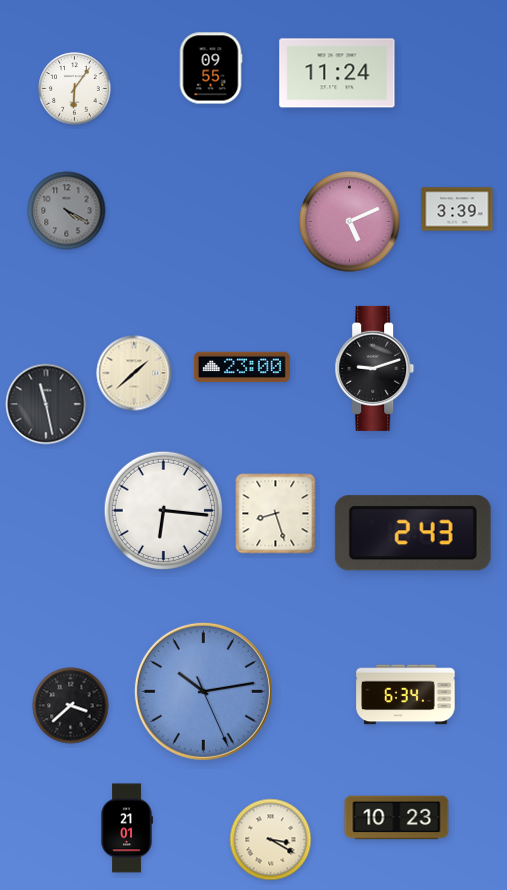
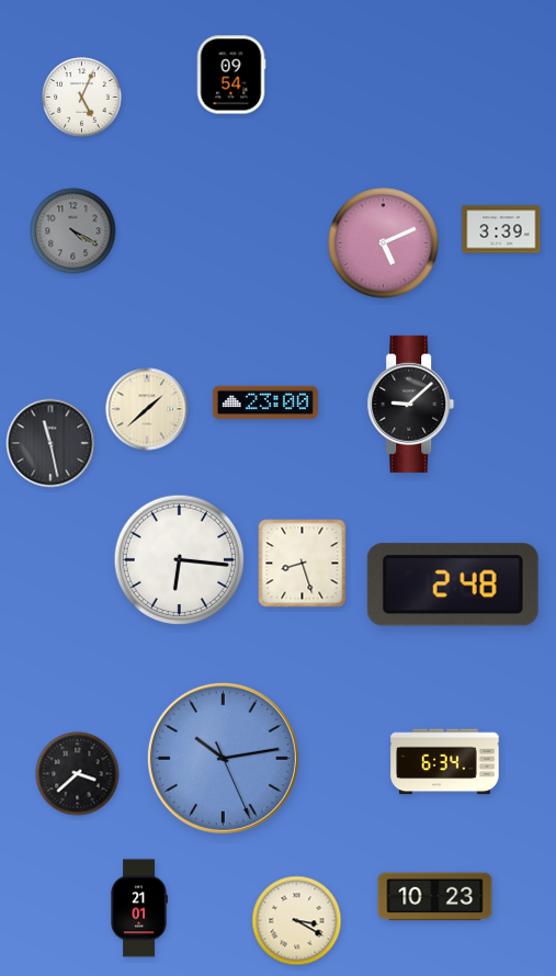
clock at (211, 68): 09:55 -> 09:54
clock at (337, 73): 11:24 -> none
clock at (75, 89): 6:06 -> 5:04
clock at (375, 368): 9:12 -> 9:08
clock at (413, 533): 2:43 -> 2:48
